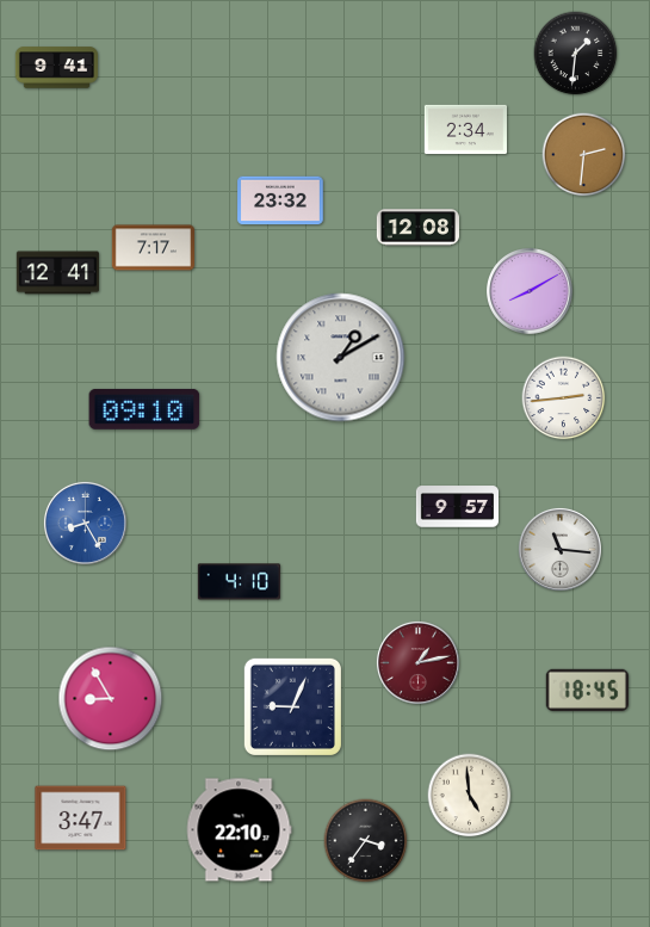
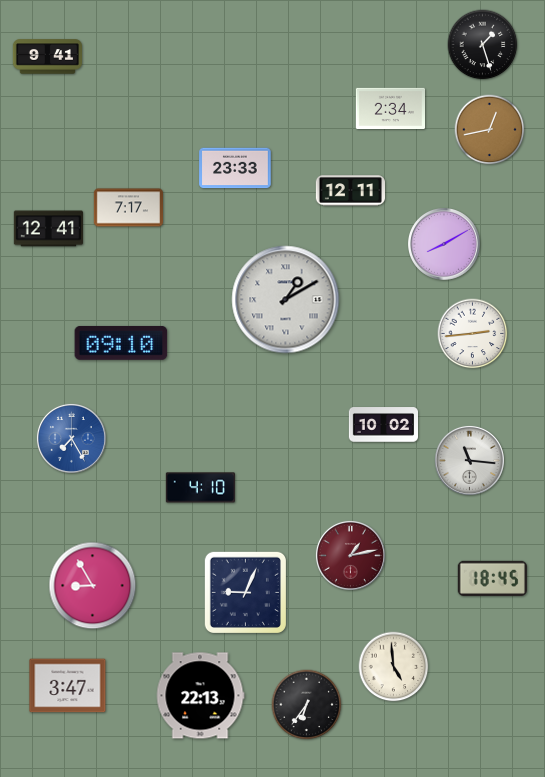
clock at (576, 54): 1:31 -> 1:27
clock at (584, 155): 2:31 -> 12:43
clock at (280, 200): 23:32 -> 23:33
clock at (417, 228): 12:08 -> 12:11
clock at (457, 507): 9:57 -> 10:02
clock at (85, 523): 8:25 -> 7:25
clock at (239, 830): 22:10 -> 22:13
clock at (366, 841): 3:36 -> 6:36
